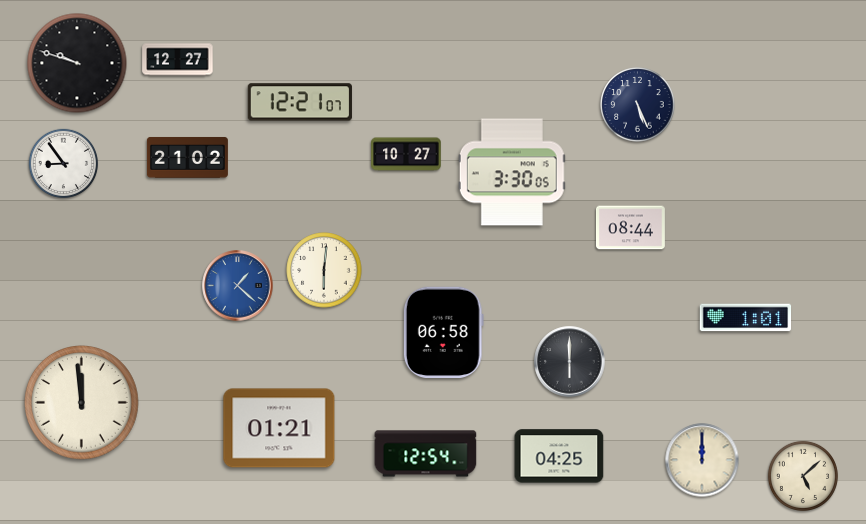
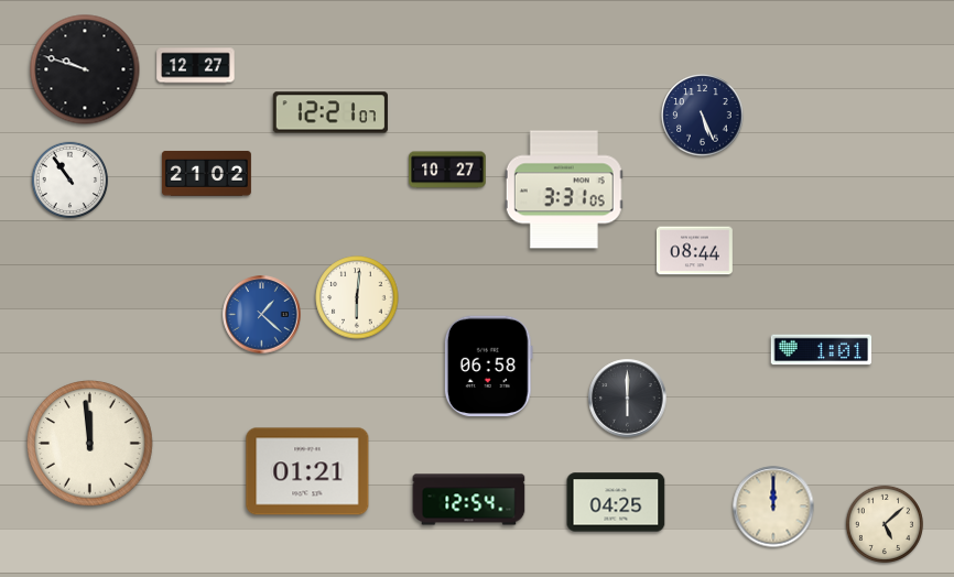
clock at (63, 163): 8:54 -> 10:54
clock at (512, 172): 3:30 -> 3:31
